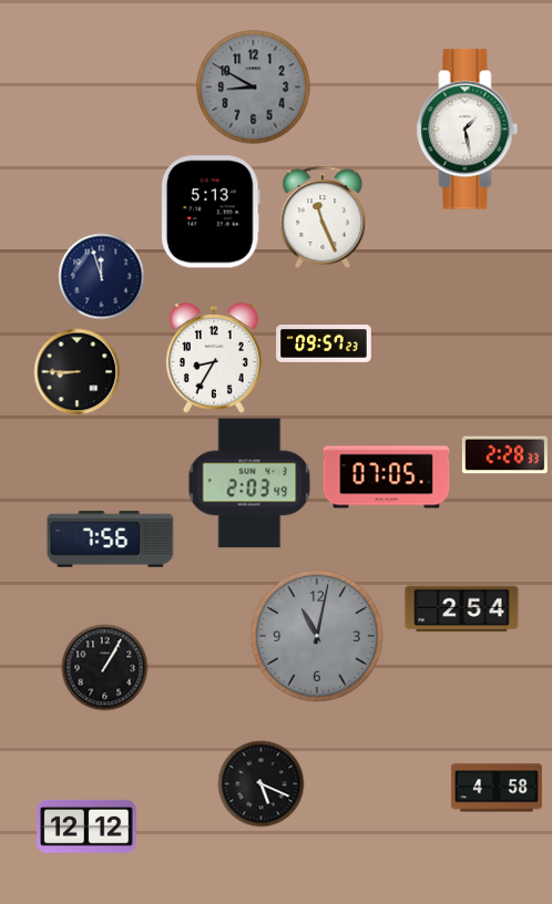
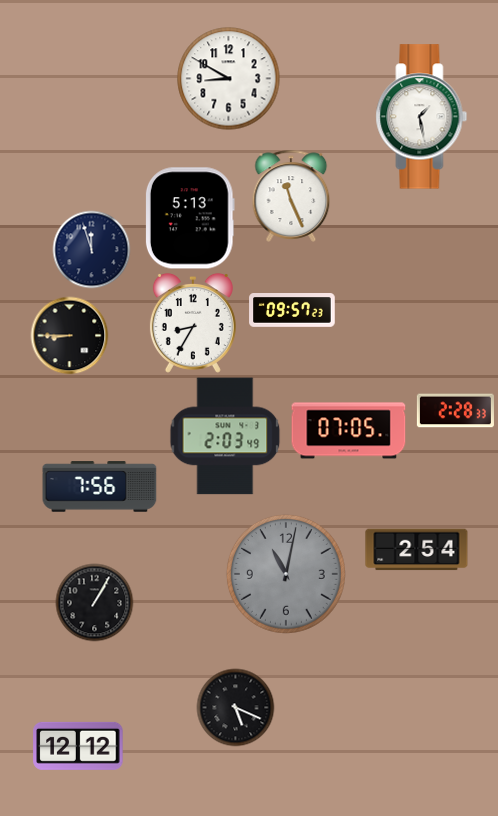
clock at (254, 88) dial: grey -> white
clock at (211, 212) position: (211, 212) -> (190, 218)
clock at (497, 788): 4:58 -> none
